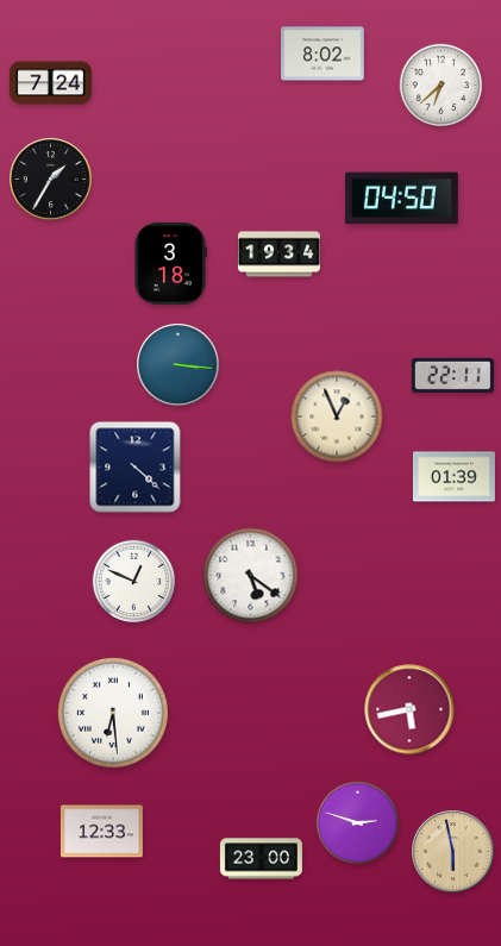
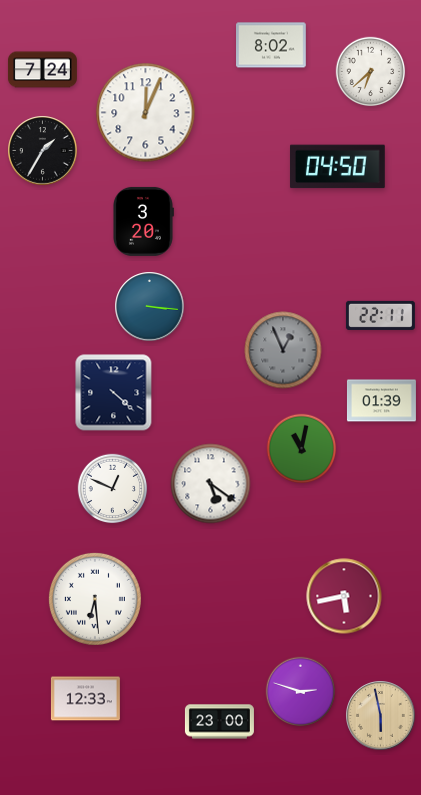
clock at (146, 113): none -> 12:04
clock at (278, 255): 19:34 -> none
clock at (171, 263): 3:18 -> 3:20
clock at (337, 416) dial: cream -> grey
clock at (302, 449): none -> 11:02
